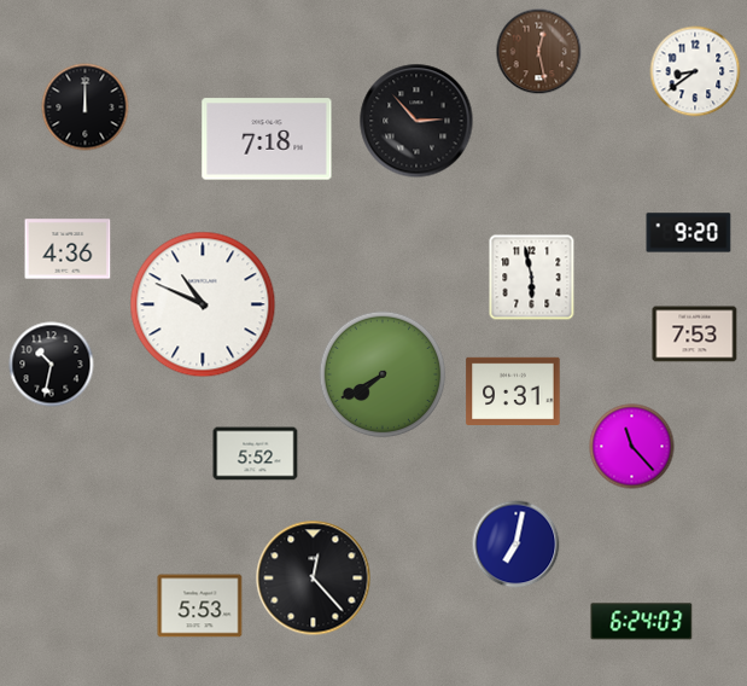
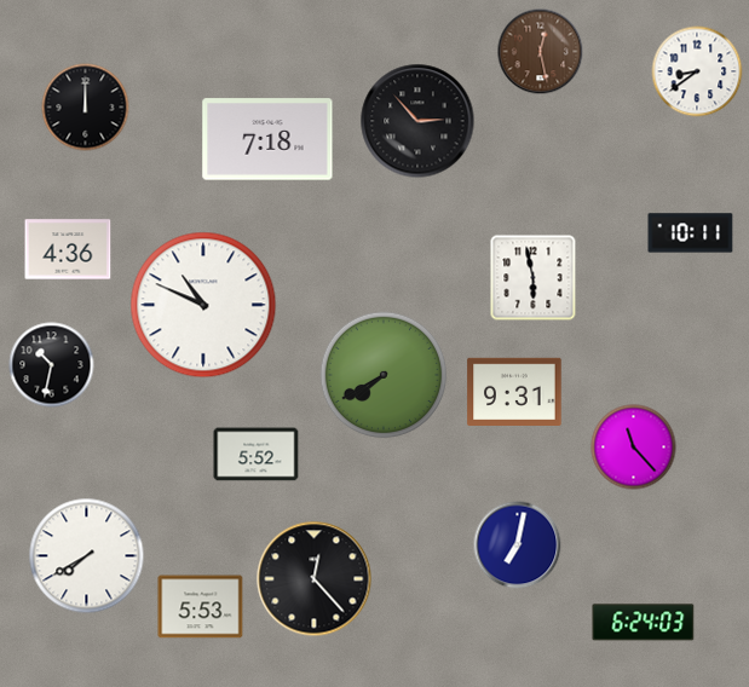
clock at (689, 233): 9:20 -> 10:11
clock at (695, 335): 7:53 -> none
clock at (87, 556): none -> 7:40
